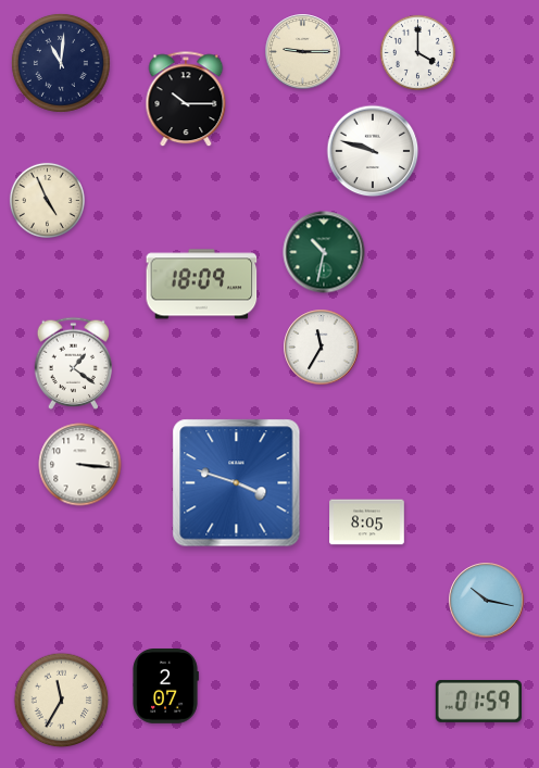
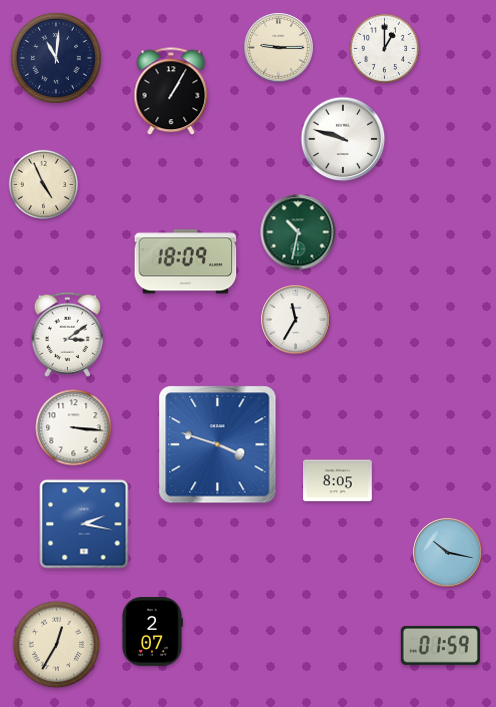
clock at (417, 52): 4:00 -> 1:00
clock at (186, 100): 10:15 -> 1:05
clock at (73, 363): 1:21 -> 3:09
clock at (84, 524): none -> 2:17
clock at (62, 701): 11:35 -> 12:35
